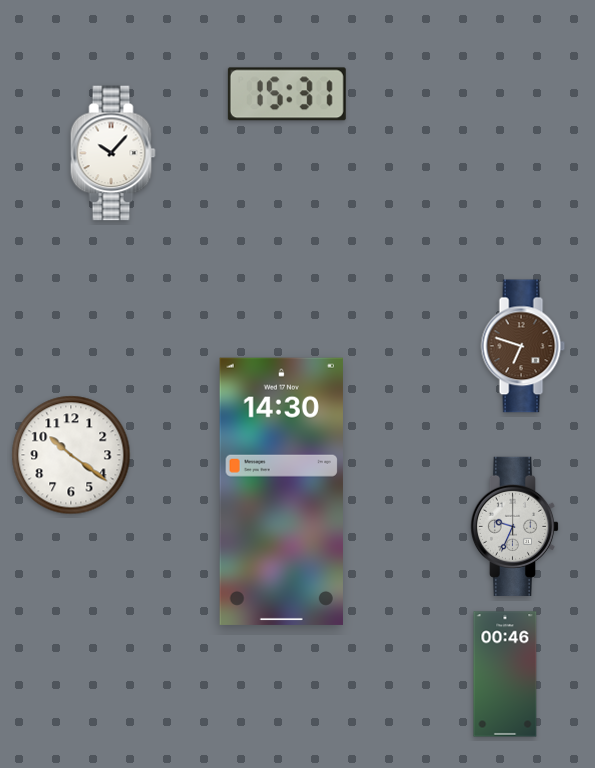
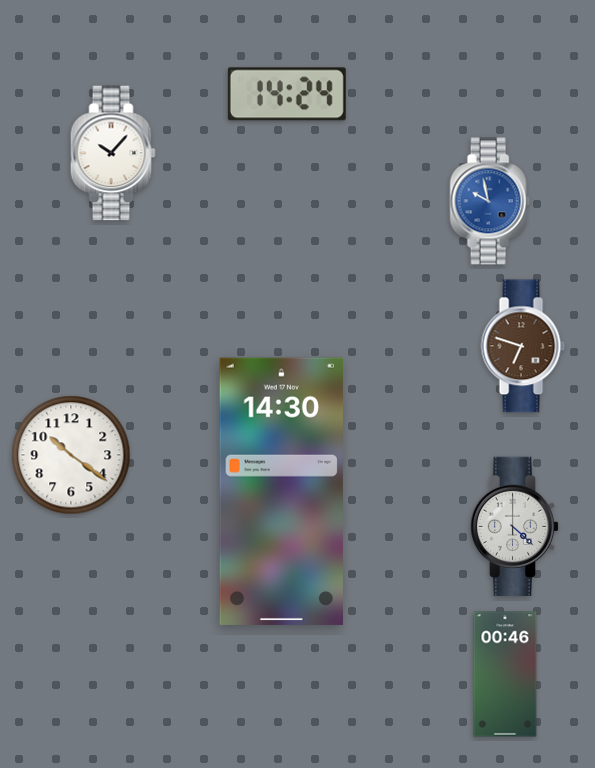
clock at (287, 94): 15:31 -> 14:24
clock at (490, 201): none -> 9:58
clock at (515, 526): 9:34 -> 4:22
